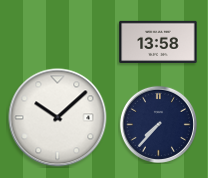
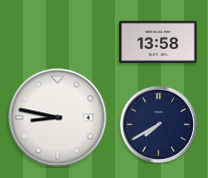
clock at (58, 118): 10:08 -> 8:47
clock at (158, 124): 7:37 -> 7:40
